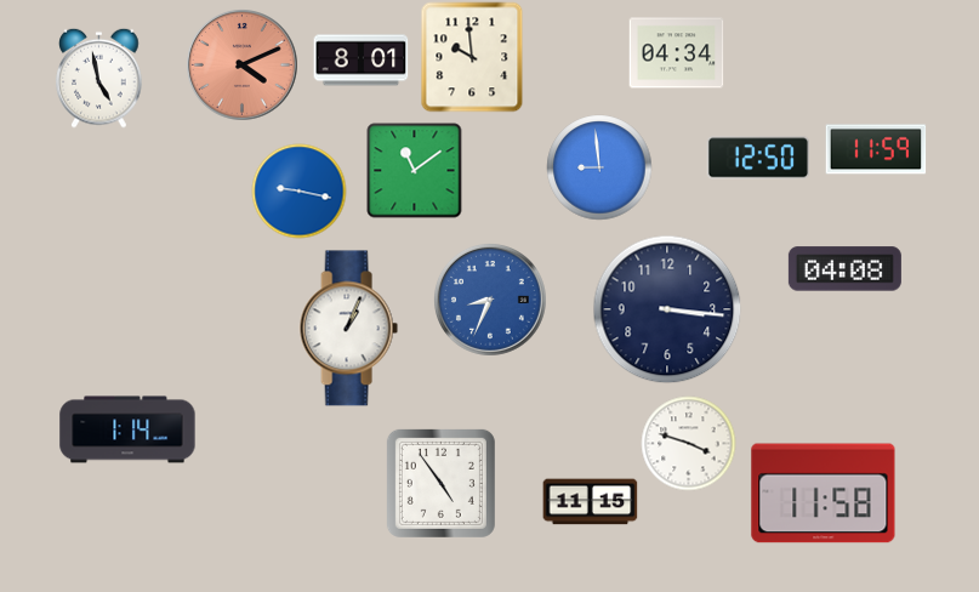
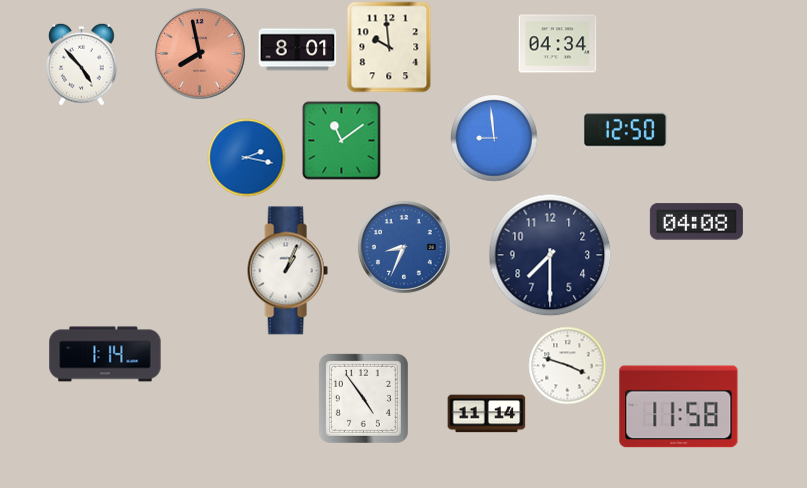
clock at (243, 66): 4:11 -> 7:58
clock at (99, 78): 4:58 -> 4:53
clock at (876, 149): 11:59 -> none
clock at (298, 190): 9:17 -> 2:17
clock at (667, 309): 3:16 -> 7:30
clock at (590, 502): 11:15 -> 11:14
